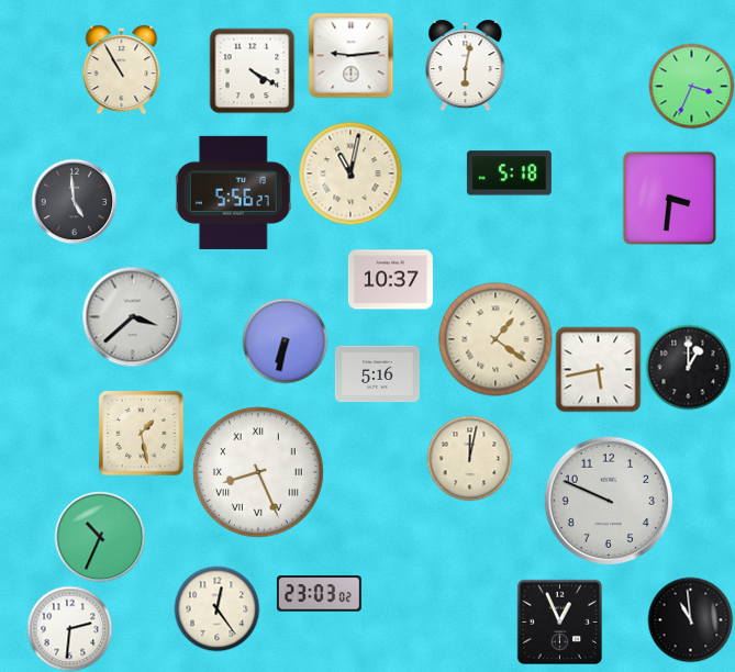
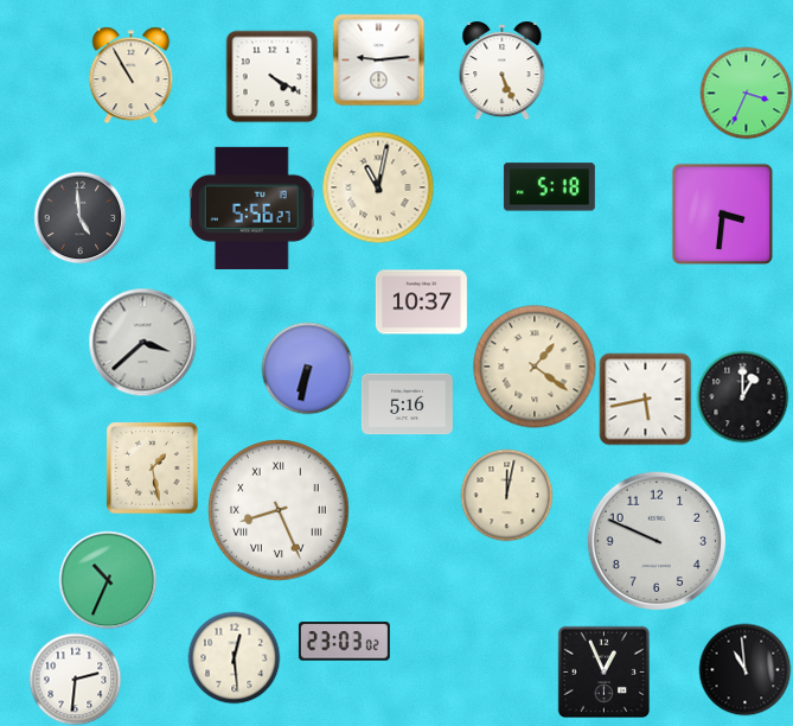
clock at (466, 66): 6:02 -> 5:26
clock at (216, 608): 12:24 -> 12:29
